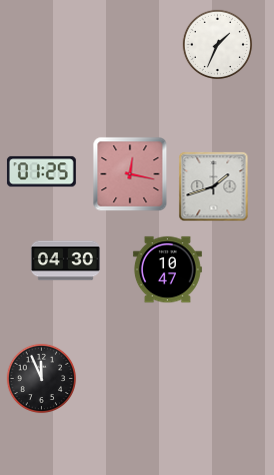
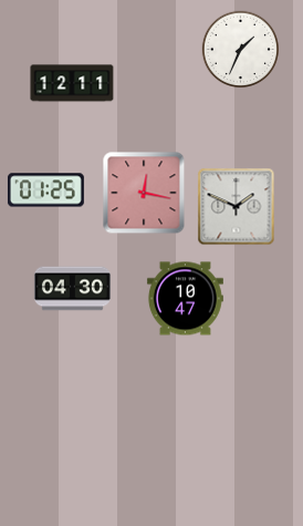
clock at (72, 83): none -> 12:11
clock at (214, 187): 1:42 -> 1:49
clock at (42, 379): 11:56 -> none
